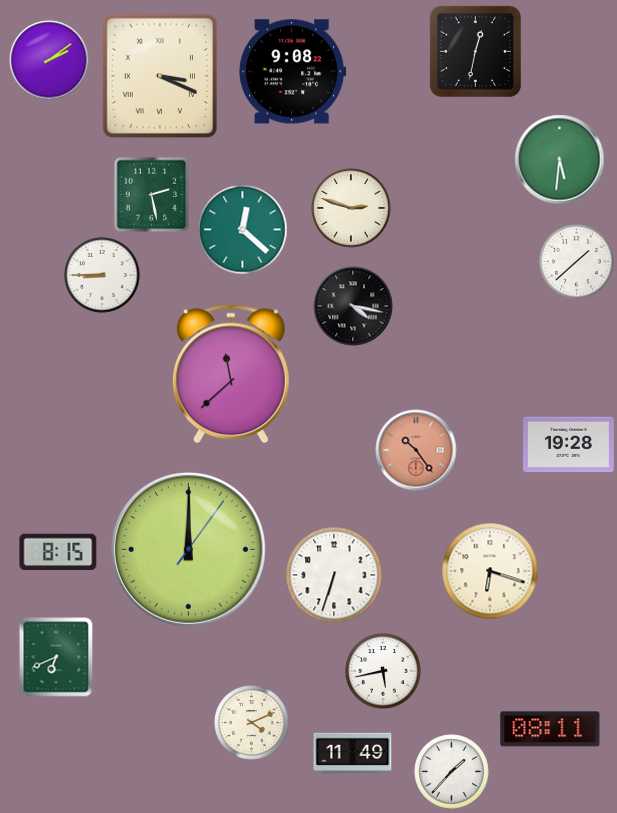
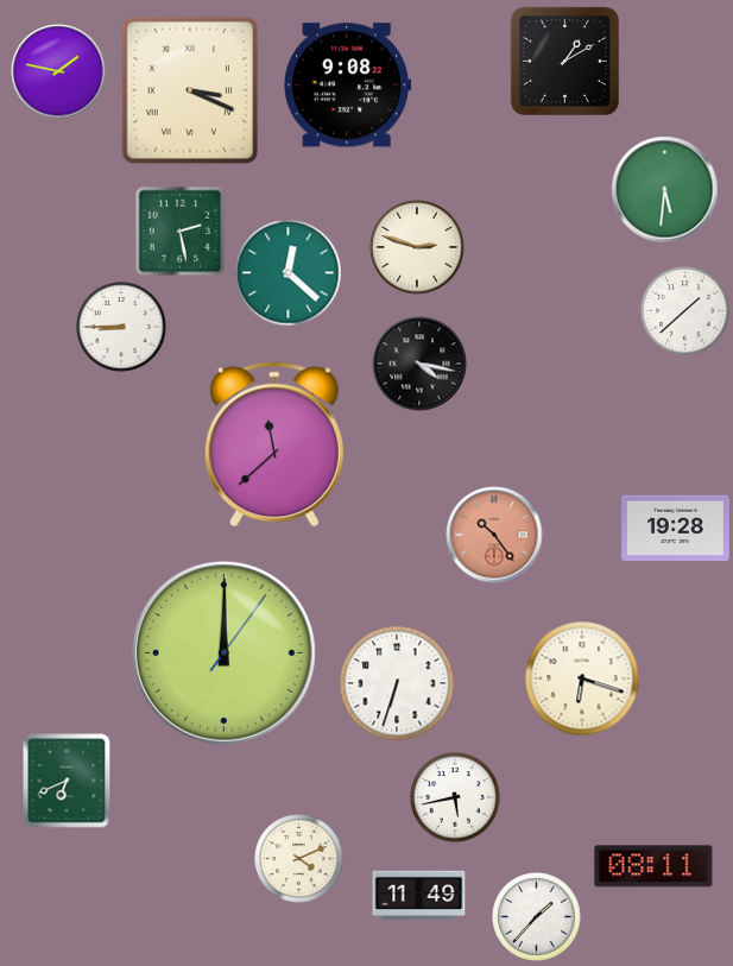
clock at (475, 51): 12:32 -> 1:10
clock at (49, 60): 2:09 -> 1:47
clock at (58, 552): 8:15 -> none
